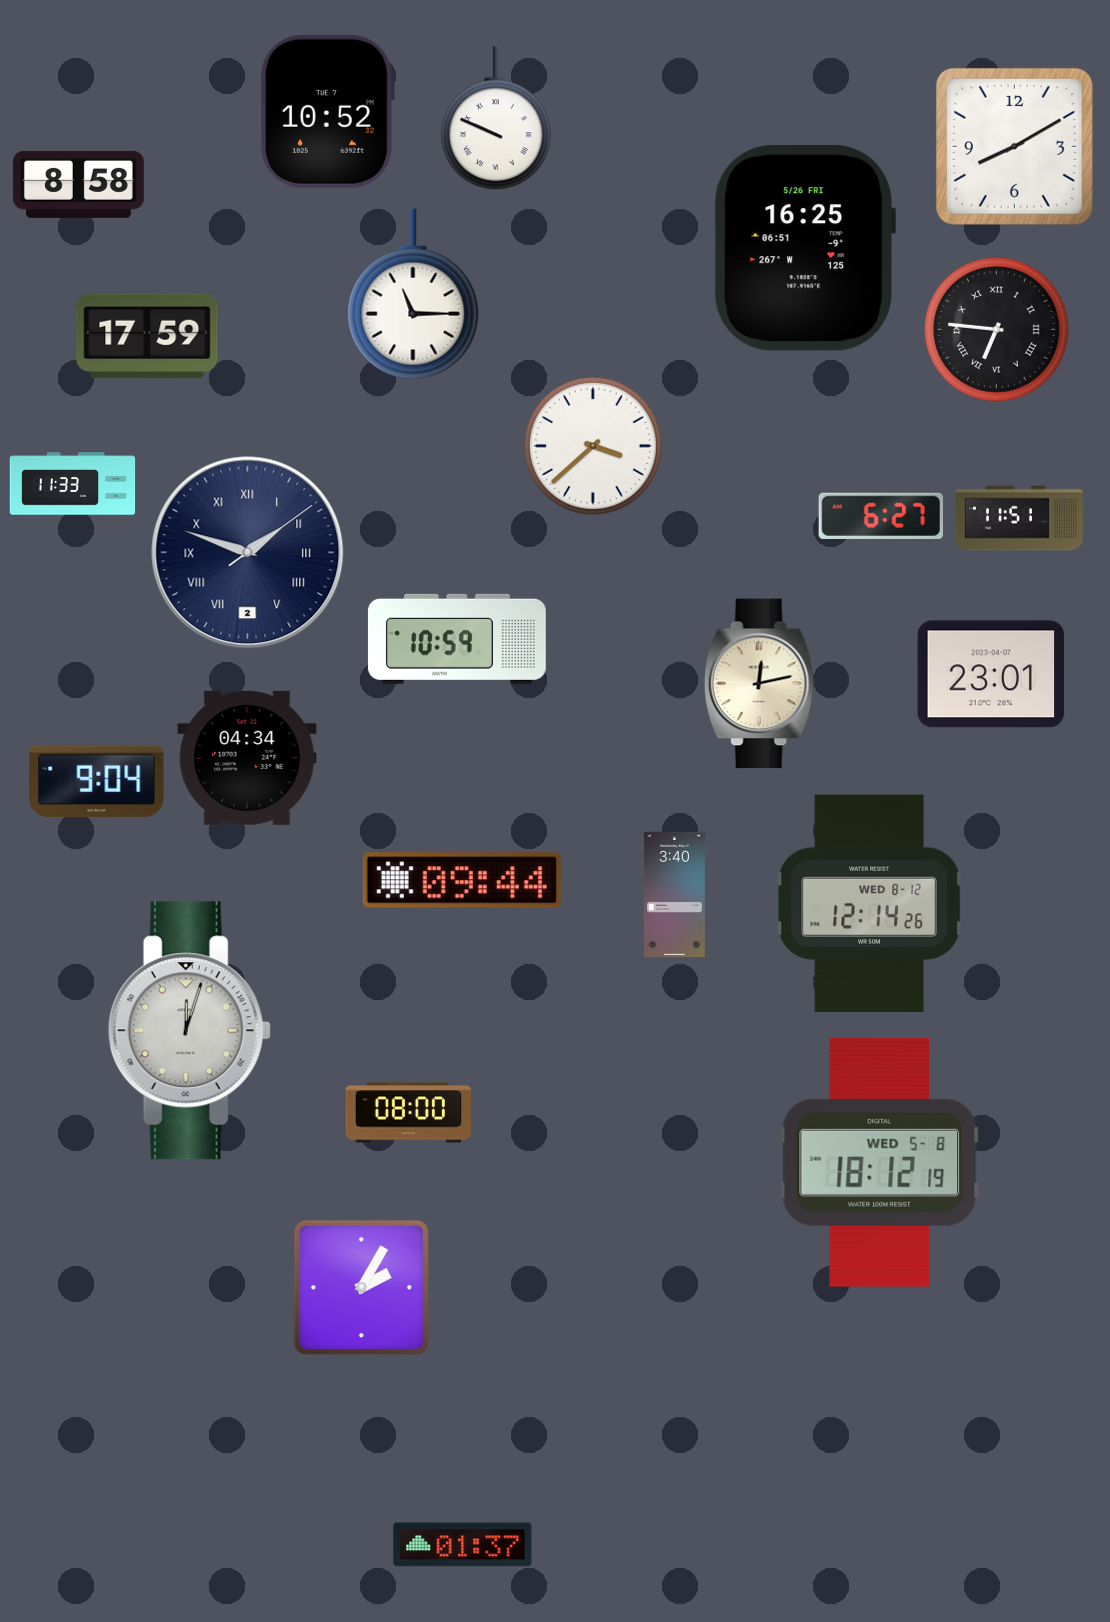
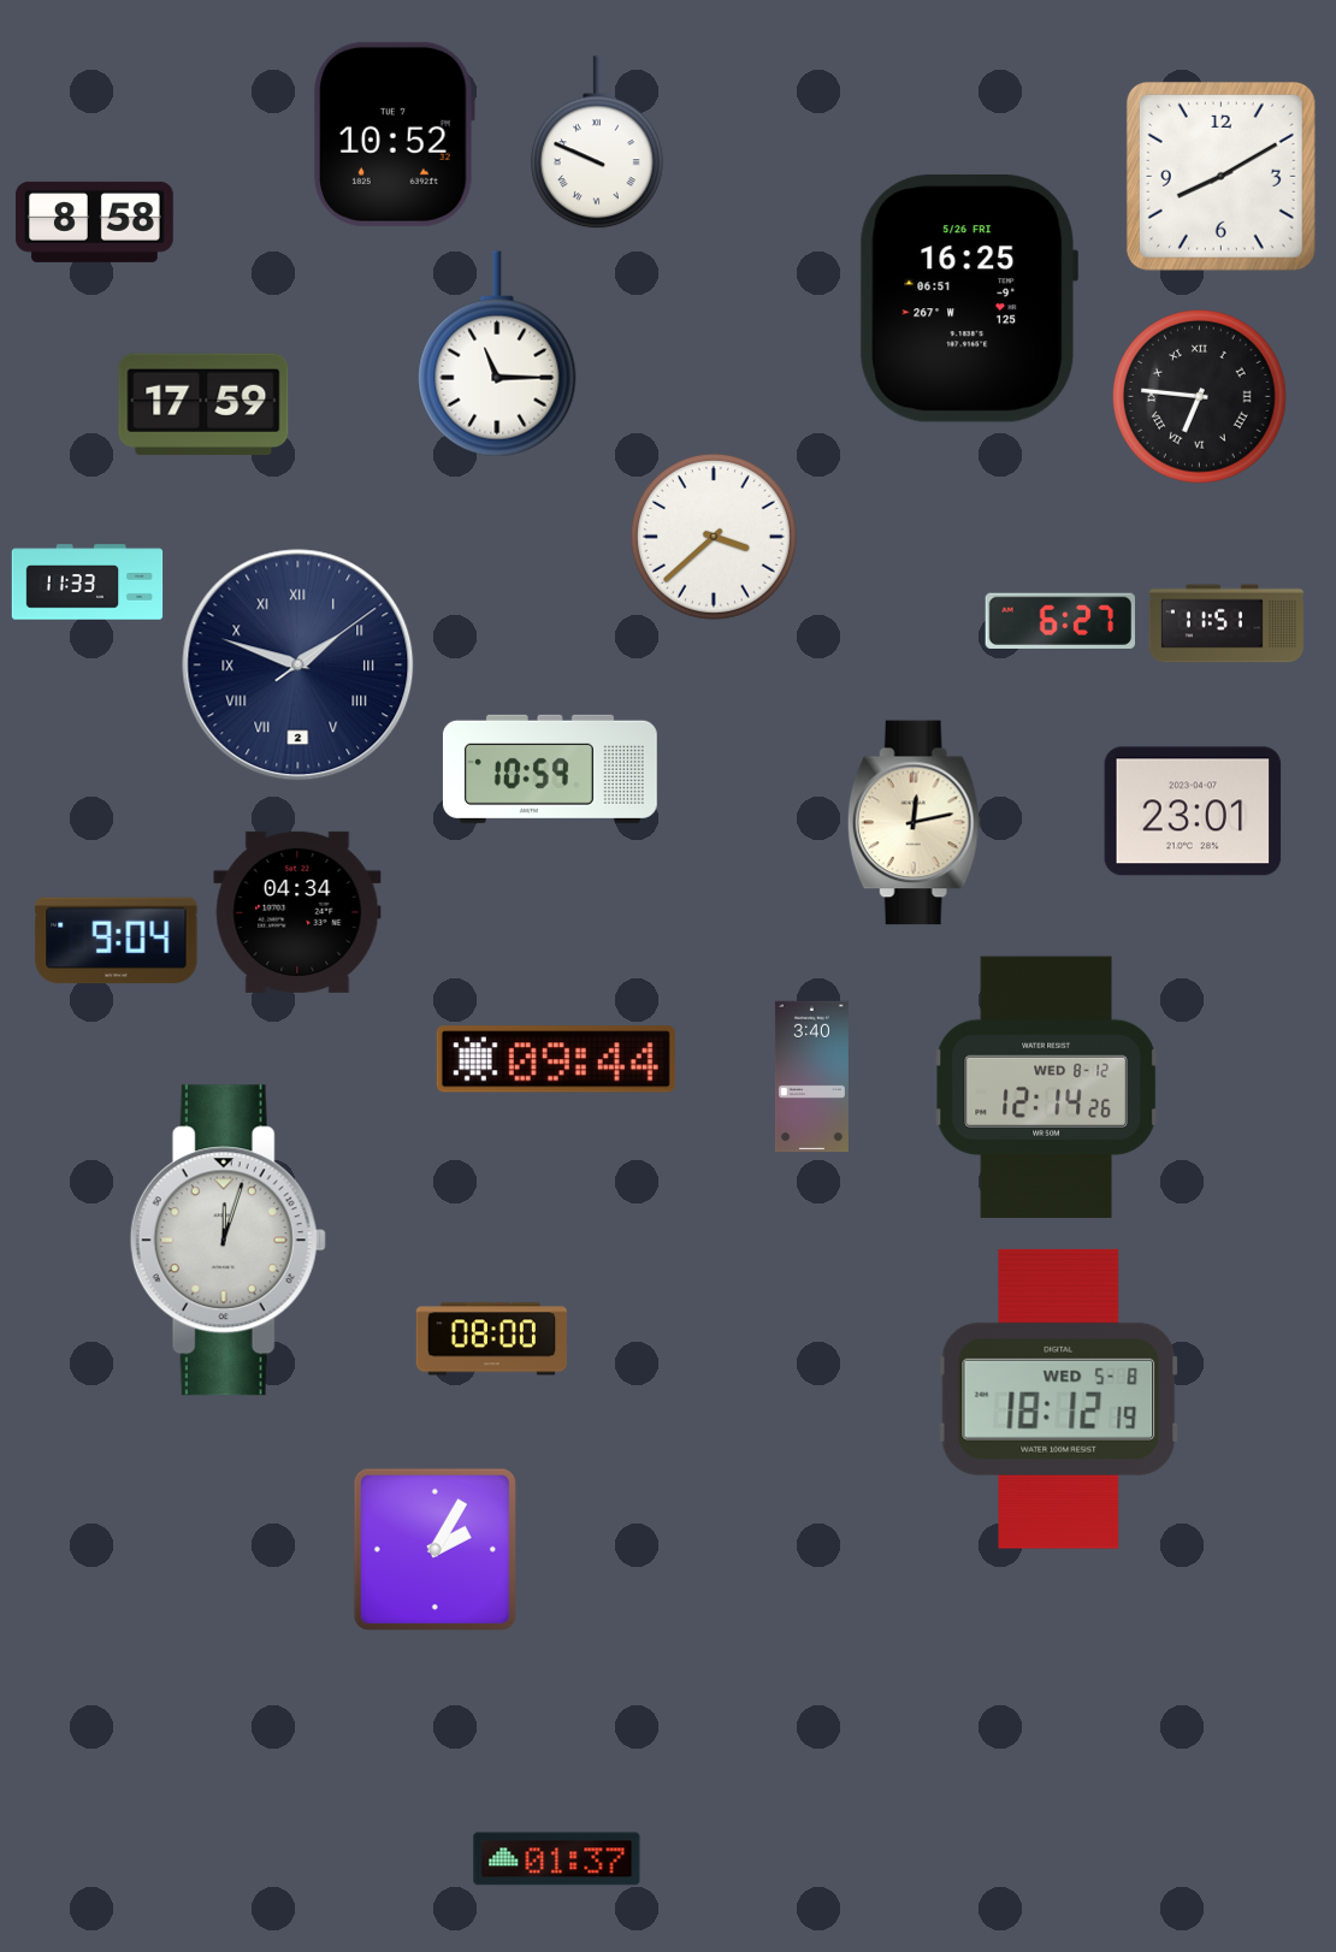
clock at (147, 336) position: (147, 336) -> (203, 404)
